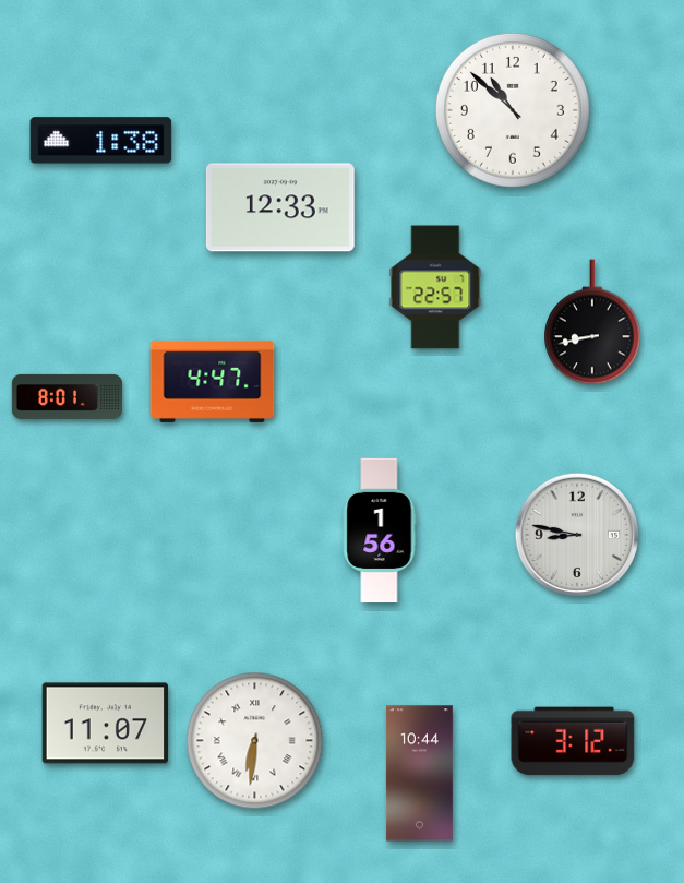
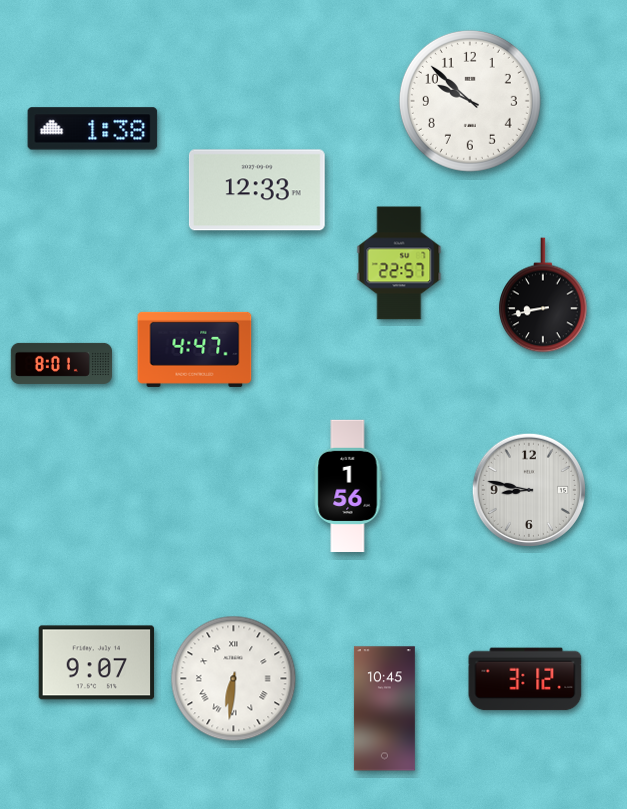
clock at (513, 110): 10:52 -> 9:52
clock at (106, 724): 11:07 -> 9:07
clock at (419, 774): 10:44 -> 10:45
